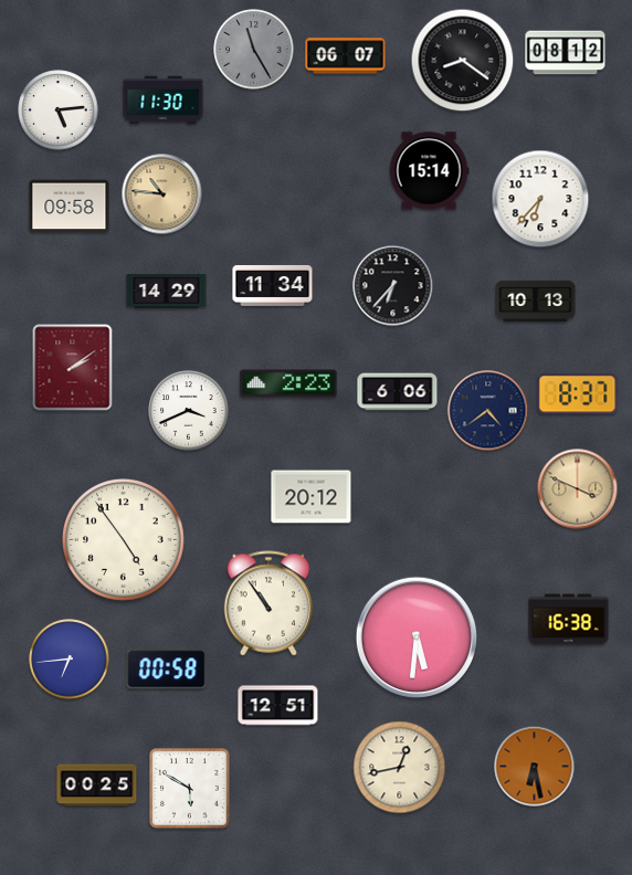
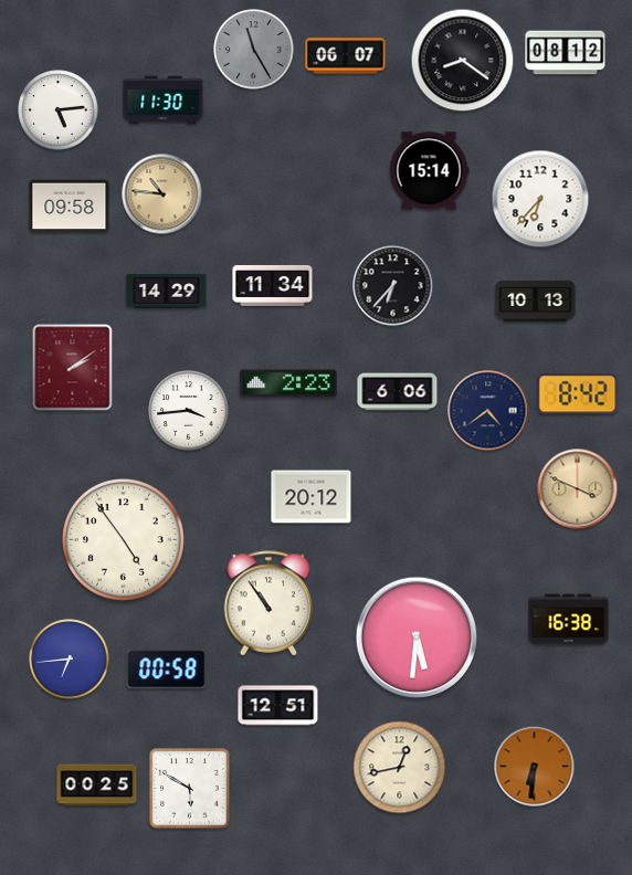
clock at (578, 394): 8:37 -> 8:42
clock at (189, 411): 3:41 -> 3:44
clock at (535, 767): 6:28 -> 6:31
